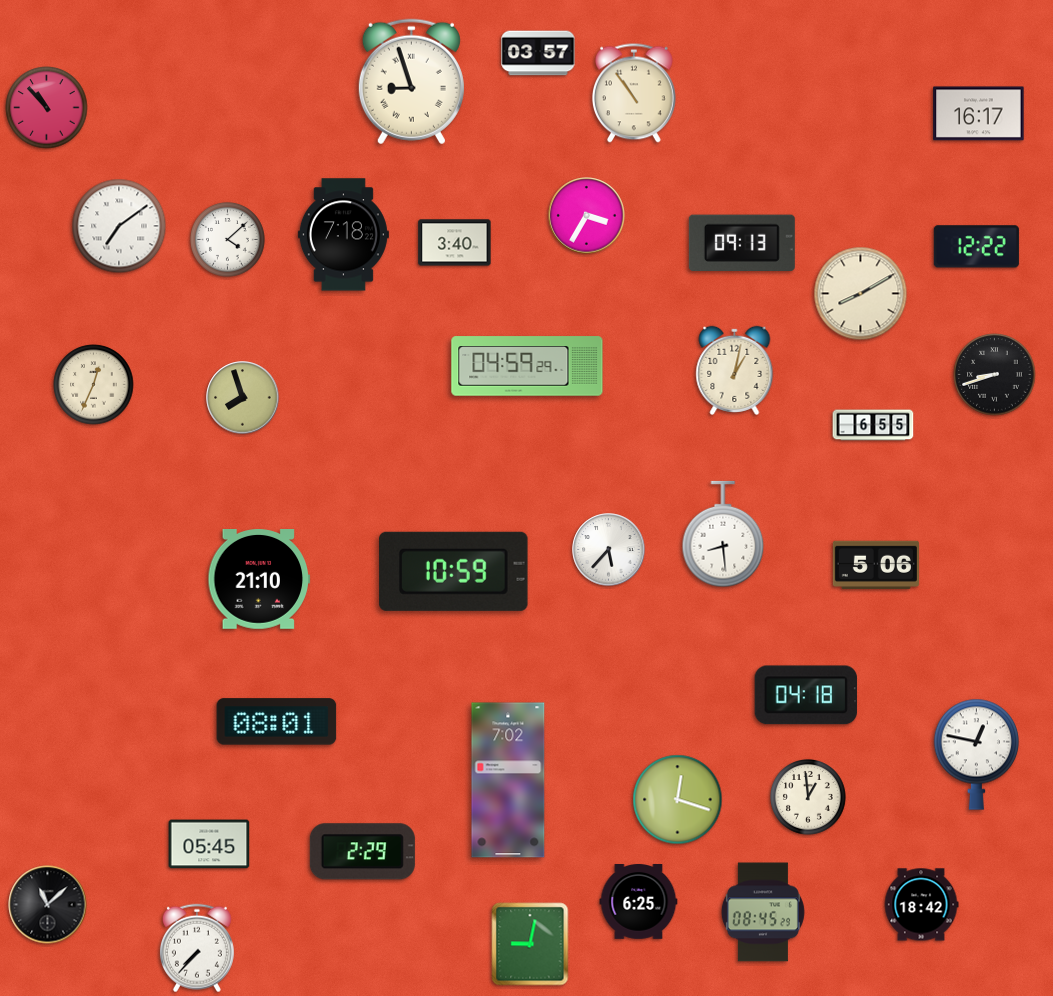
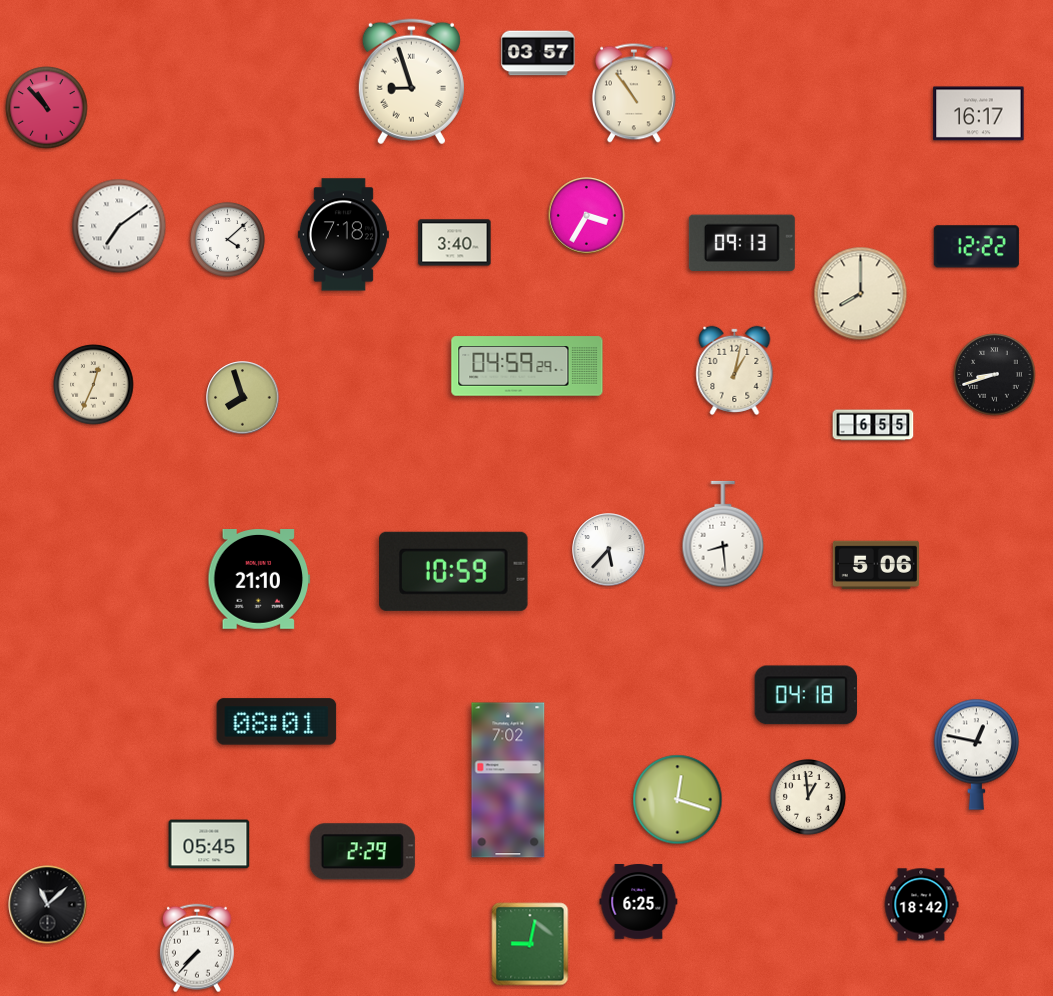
clock at (861, 294): 8:10 -> 8:00
clock at (763, 912): 08:45 -> none
